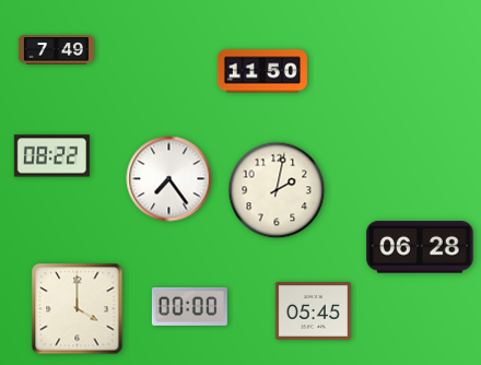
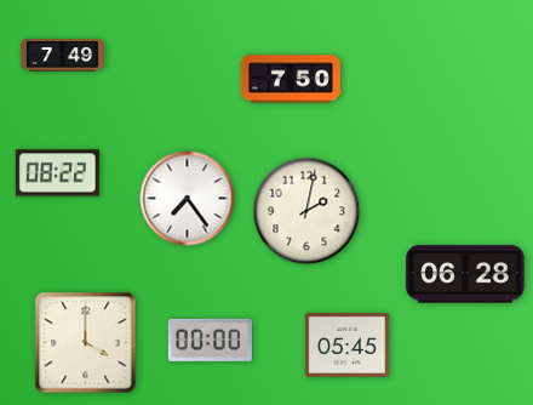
clock at (262, 71): 11:50 -> 7:50
